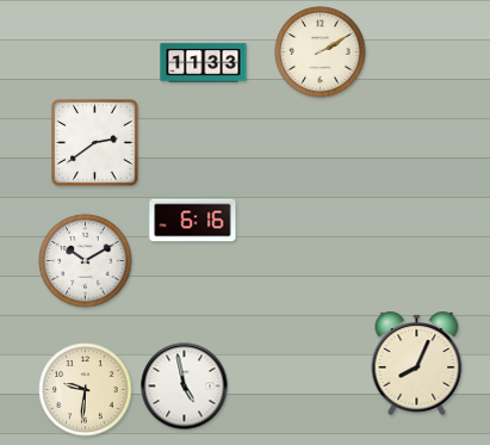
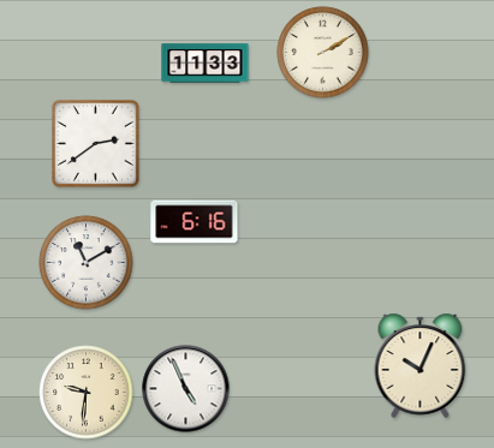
clock at (86, 261): 10:10 -> 11:10
clock at (417, 363): 8:04 -> 10:04
clock at (185, 387): 4:58 -> 4:56
